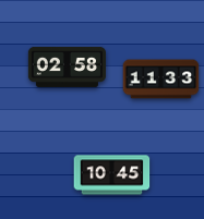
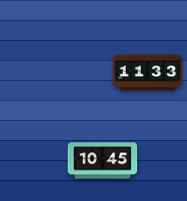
clock at (67, 66): 02:58 -> none
